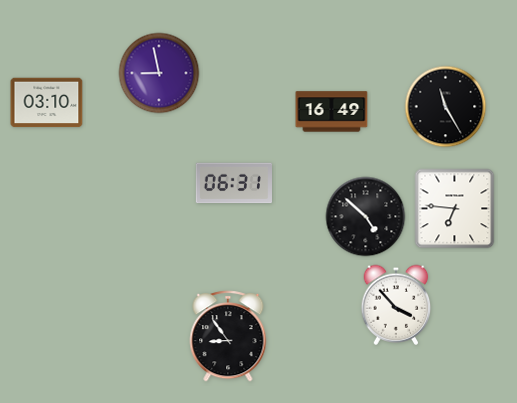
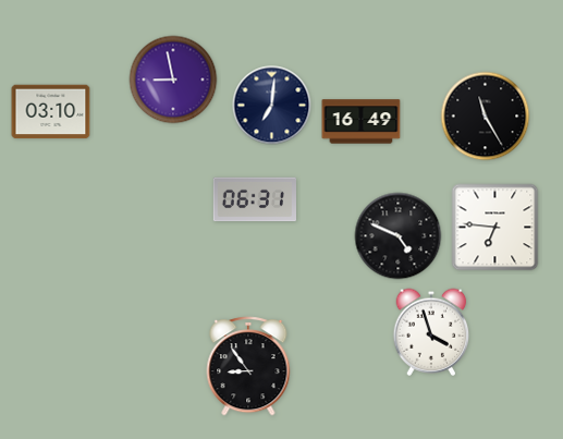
clock at (272, 106): none -> 7:01
clock at (366, 217): 4:52 -> 4:49
clock at (396, 305): 3:53 -> 3:57
